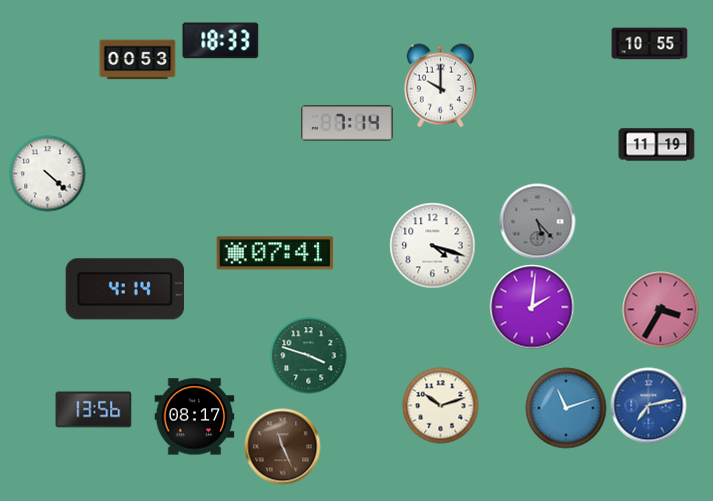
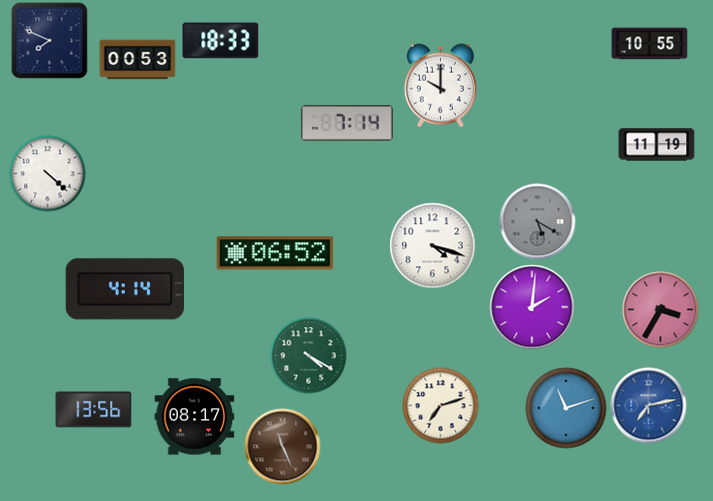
clock at (50, 41): none -> 7:49
clock at (538, 222): 5:23 -> 5:20
clock at (275, 253): 07:41 -> 06:52
clock at (309, 356): 3:48 -> 4:20
clock at (441, 406): 10:12 -> 7:12
